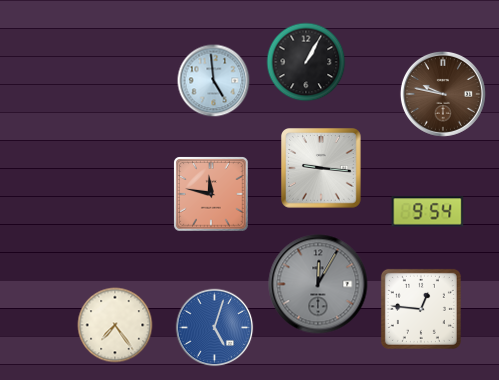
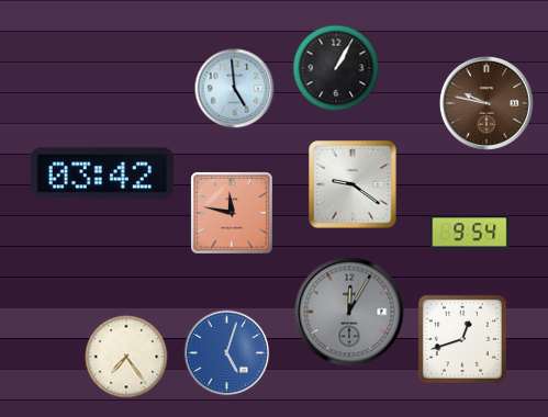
clock at (102, 173): none -> 03:42
clock at (321, 168): 9:16 -> 9:21
clock at (421, 309): 12:46 -> 12:42
clock at (215, 328) position: (215, 328) -> (227, 353)
